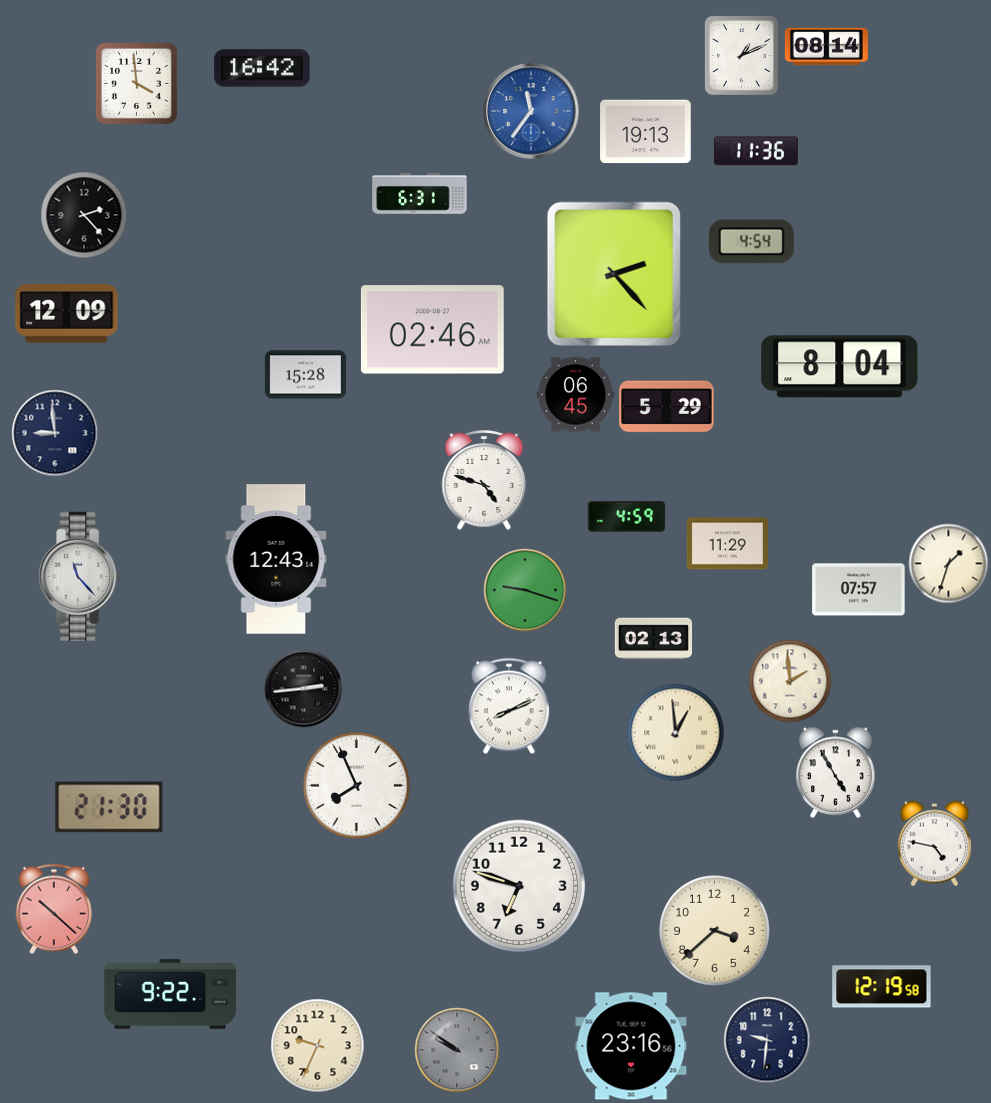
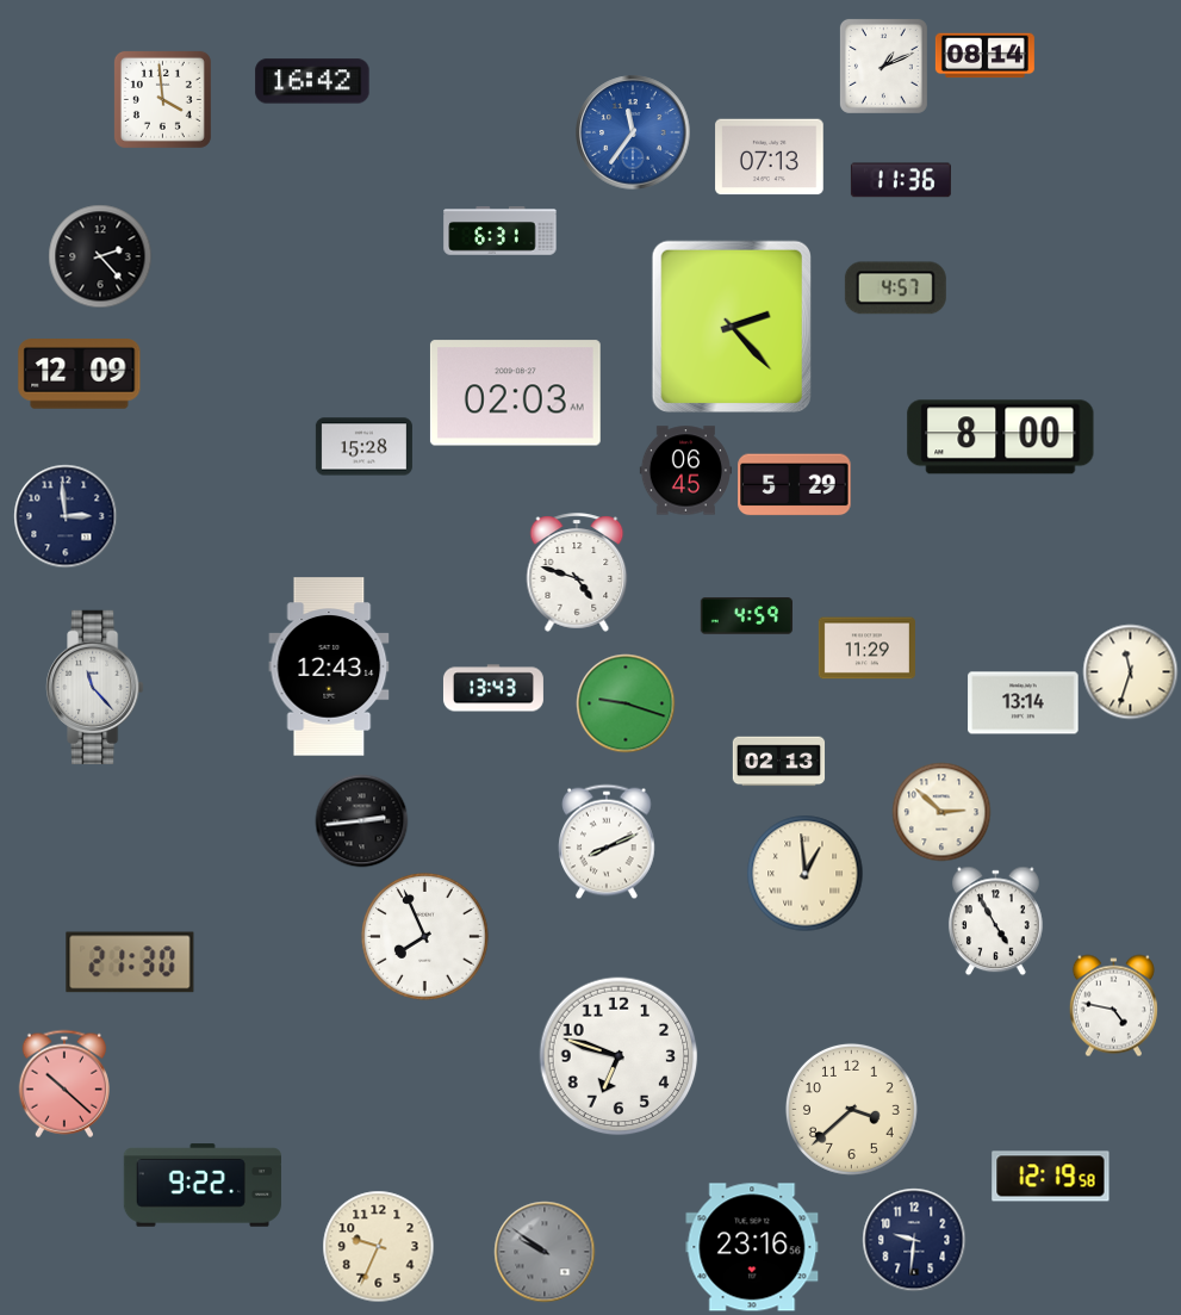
clock at (646, 132): 19:13 -> 07:13
clock at (751, 242): 4:54 -> 4:57
clock at (432, 330): 02:46 -> 02:03
clock at (840, 367): 8:04 -> 8:00
clock at (55, 433): 8:59 -> 2:59
clock at (948, 563): 1:33 -> 11:33
clock at (493, 688): none -> 13:43
clock at (859, 590): 07:57 -> 13:14
clock at (790, 681): 1:59 -> 2:52
